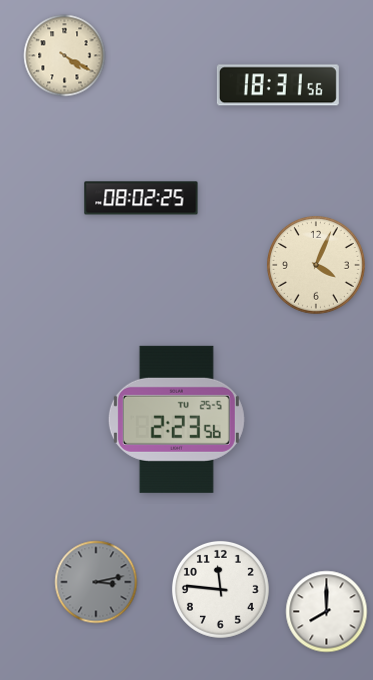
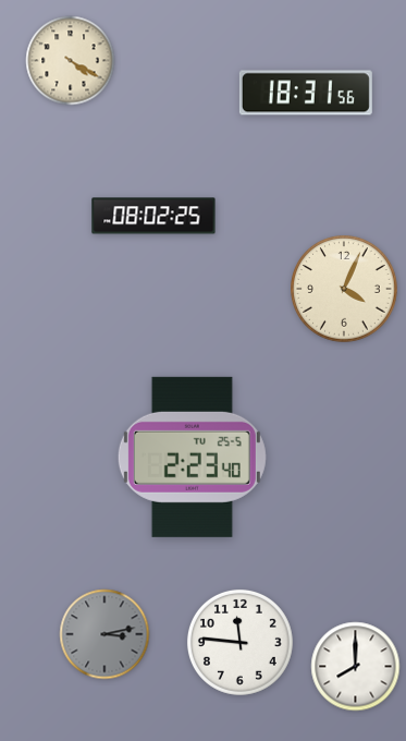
clock at (278, 85) position: (278, 85) -> (306, 93)
clock at (176, 419): 2:23:56 -> 2:23:40
